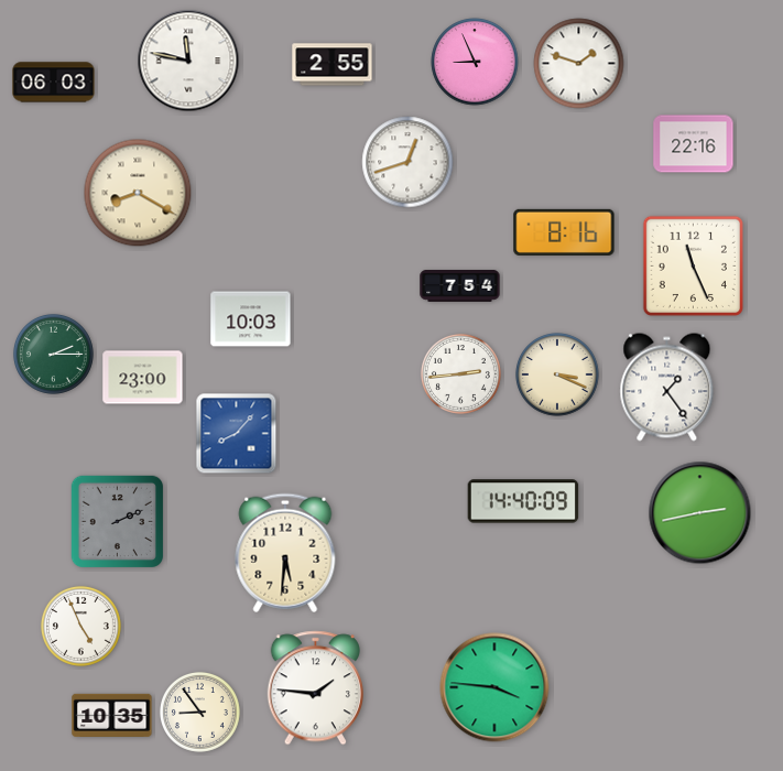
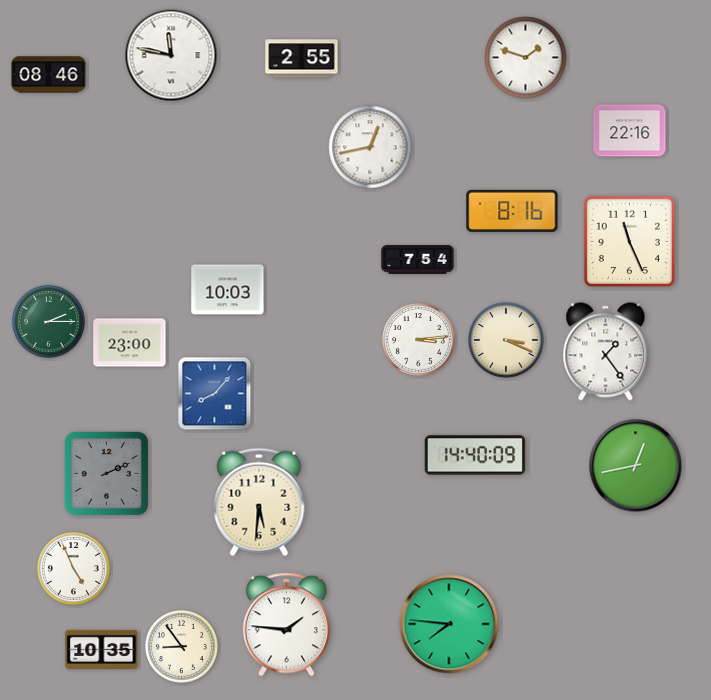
clock at (475, 62): 8:56 -> none
clock at (54, 83): 06:03 -> 08:46
clock at (407, 162): 12:42 -> 12:43
clock at (138, 193): 8:20 -> none
clock at (460, 373): 2:44 -> 3:14
clock at (700, 513): 2:43 -> 12:43
clock at (494, 687): 3:46 -> 7:46
